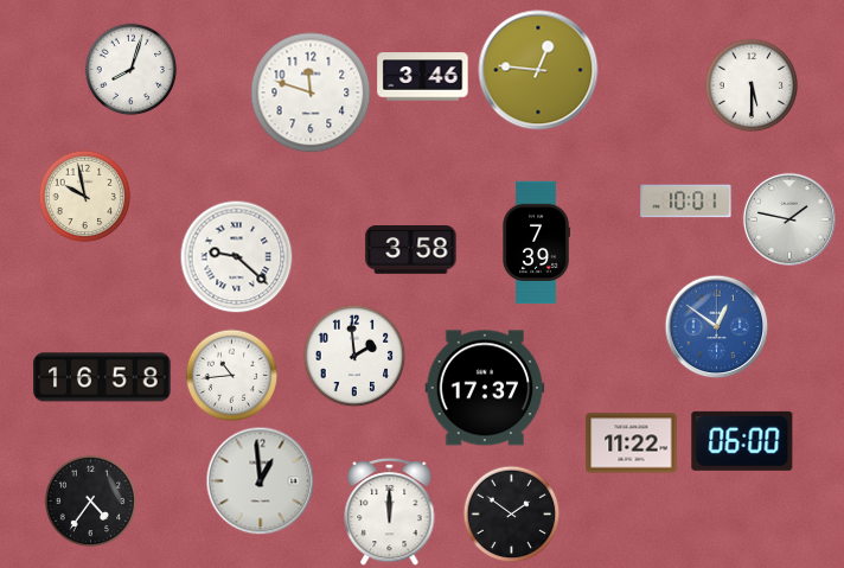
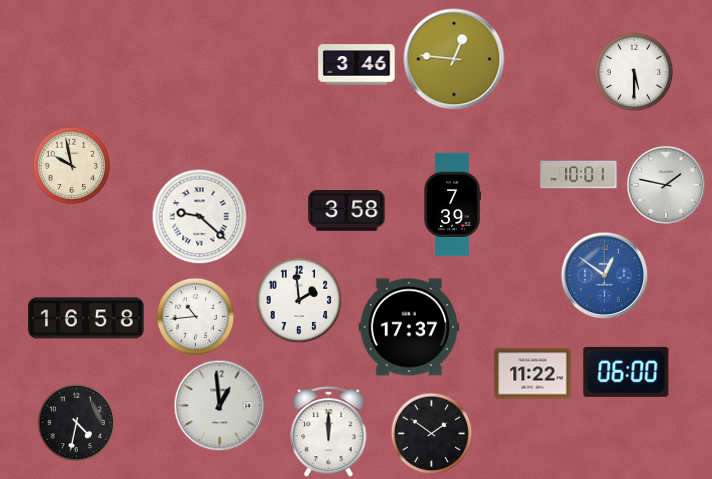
clock at (130, 69): 8:03 -> none
clock at (311, 92): 11:48 -> none
clock at (686, 202) position: (686, 202) -> (579, 175)
clock at (90, 500): 4:36 -> 4:32
